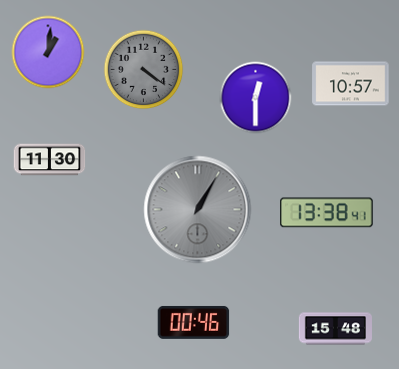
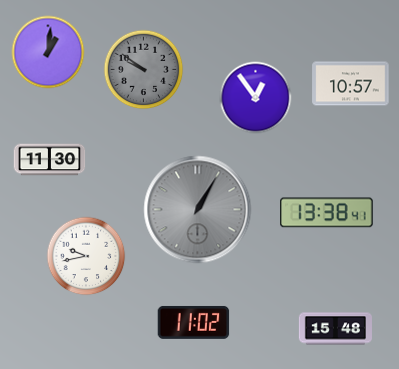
clock at (144, 70): 4:21 -> 9:51
clock at (256, 98): 12:30 -> 12:54
clock at (86, 256): none -> 9:43
clock at (194, 322): 00:46 -> 11:02
